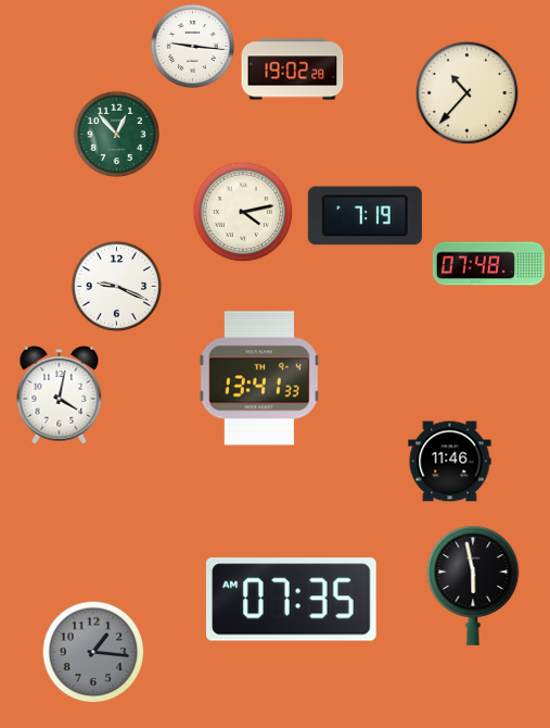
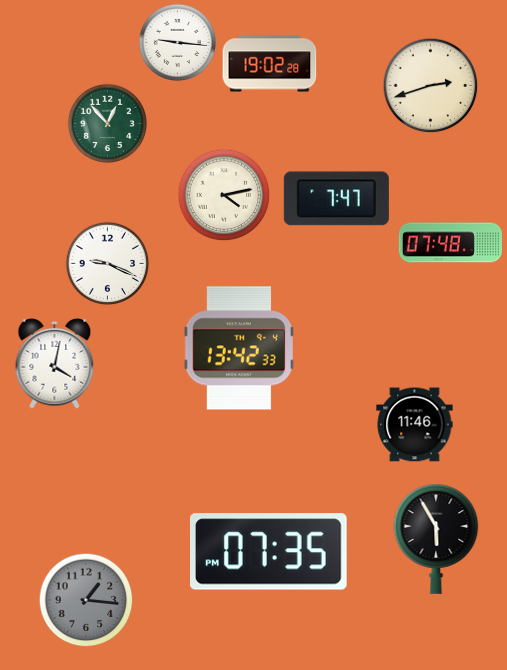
clock at (466, 92): 10:37 -> 2:42
clock at (364, 216): 7:19 -> 7:47
clock at (259, 378): 13:41 -> 13:42
clock at (473, 586): 5:58 -> 5:55
clock at (292, 600): 07:35 AM -> 07:35 PM
